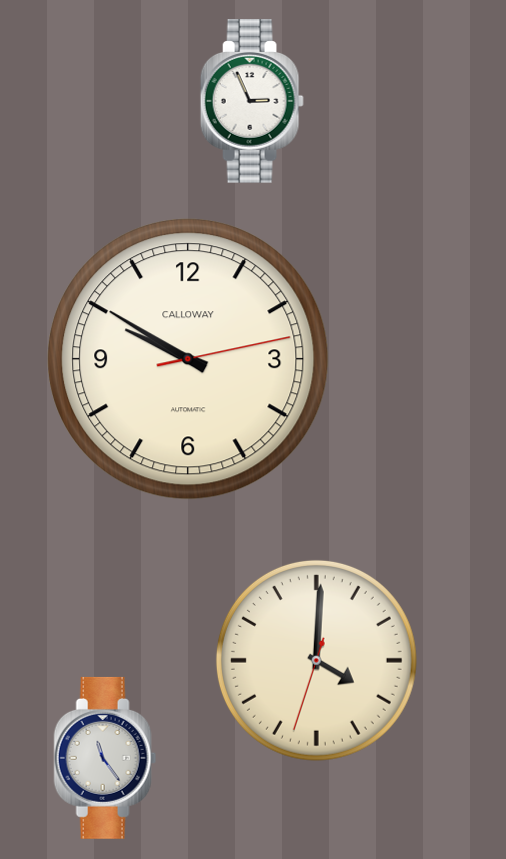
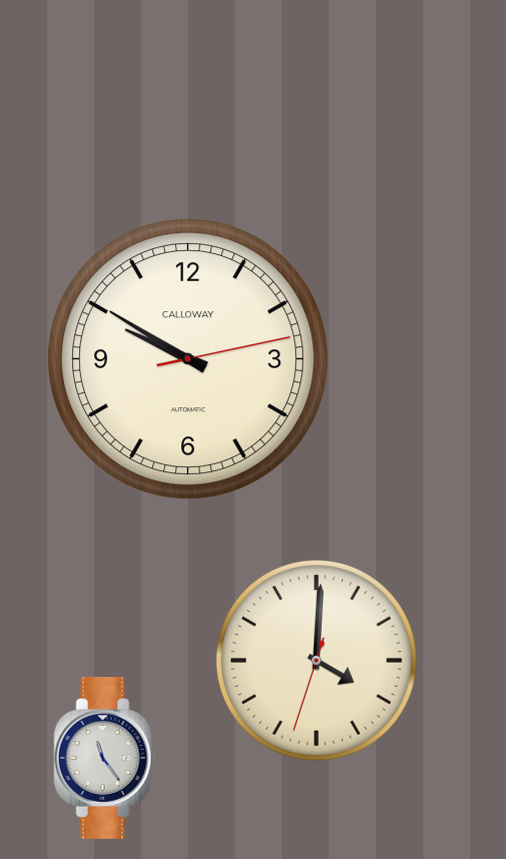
clock at (252, 101): 2:56 -> none
